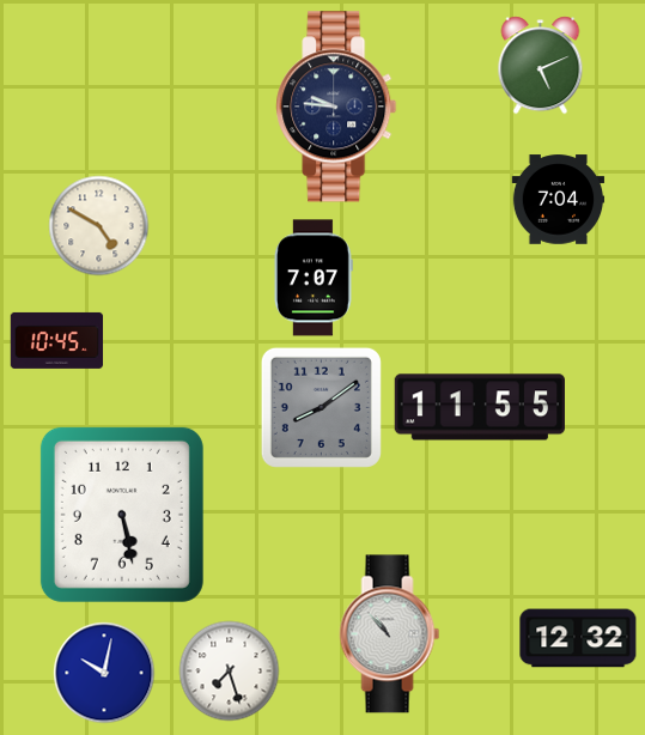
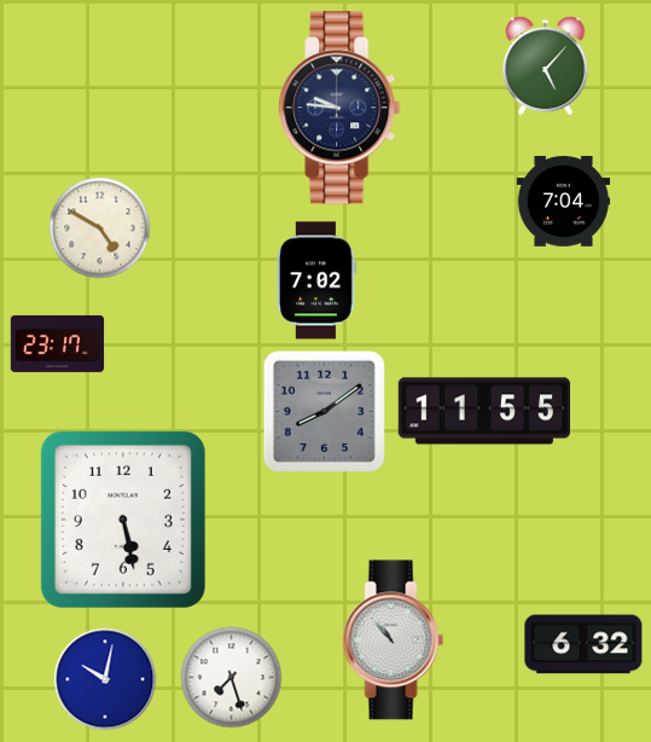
clock at (541, 66): 5:11 -> 5:07
clock at (314, 278): 7:07 -> 7:02
clock at (57, 340): 10:45 -> 23:17
clock at (578, 638): 12:32 -> 6:32
